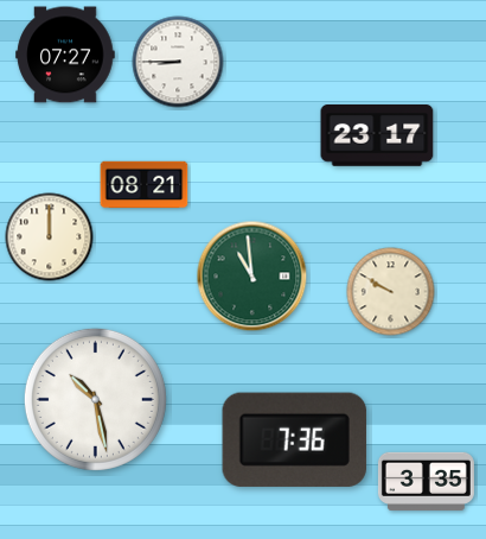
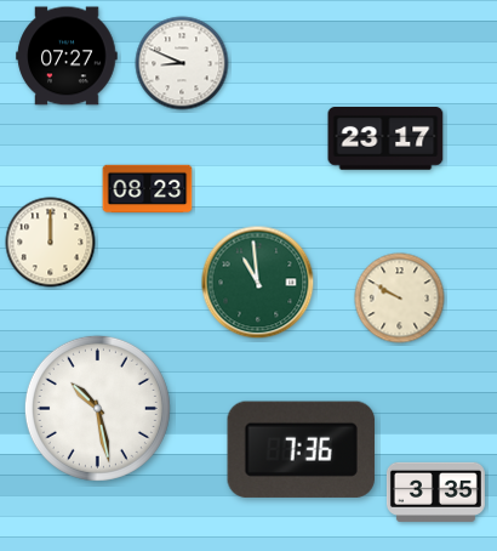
clock at (178, 62): 8:45 -> 8:49
clock at (145, 185): 08:21 -> 08:23
